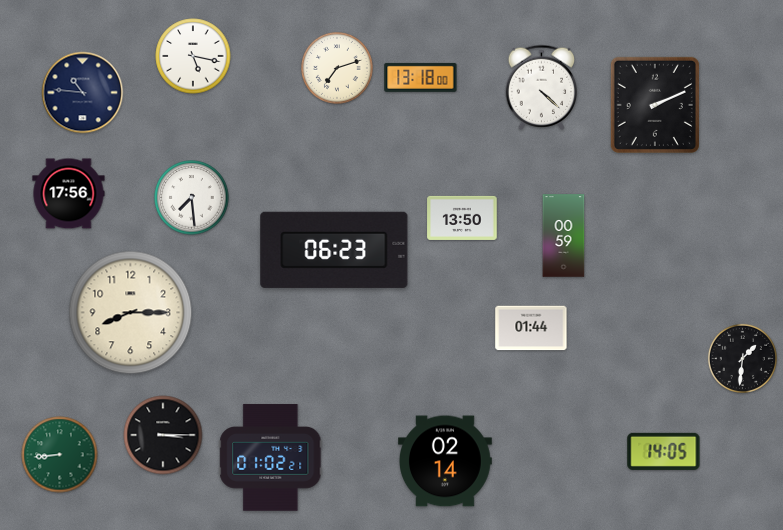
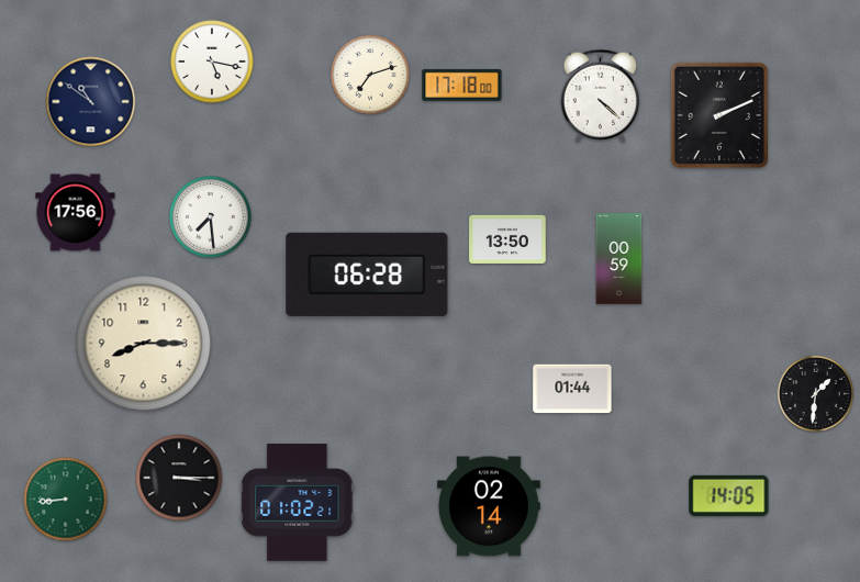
clock at (421, 77): 13:18 -> 17:18
clock at (542, 87) position: (542, 87) -> (601, 96)
clock at (83, 93): 10:46 -> 10:51
clock at (334, 250): 06:23 -> 06:28
clock at (531, 328) position: (531, 328) -> (572, 389)
